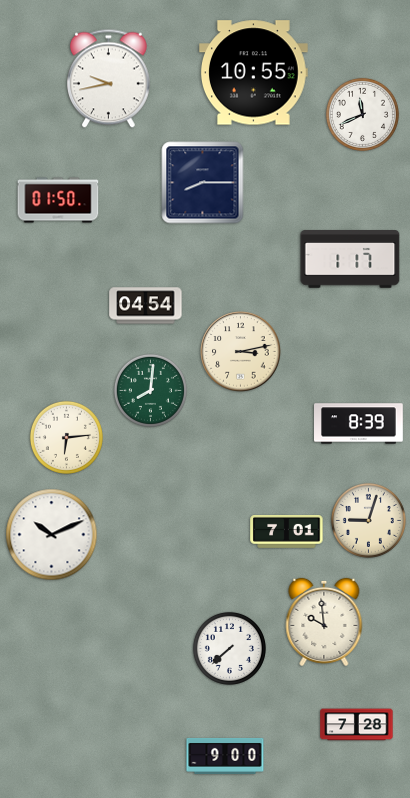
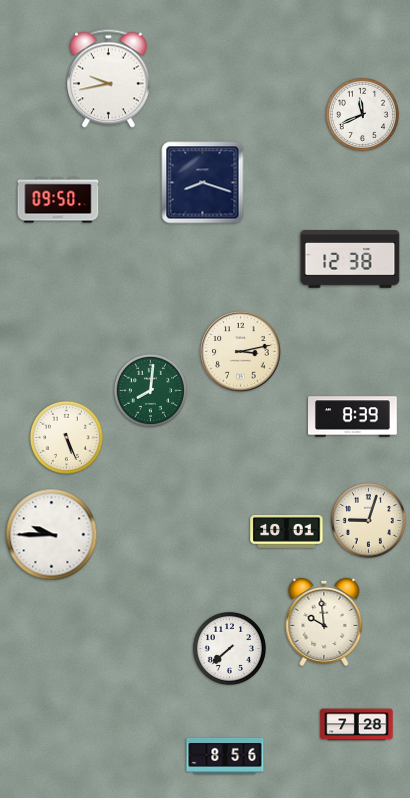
clock at (254, 73): 10:55 -> none
clock at (203, 183): 8:15 -> 8:18
clock at (58, 200): 01:50 -> 09:50
clock at (350, 259): 1:17 -> 12:38
clock at (146, 306): 04:54 -> none
clock at (359, 424) position: (359, 424) -> (353, 417)
clock at (66, 437): 6:14 -> 5:26
clock at (287, 532): 7:01 -> 10:01
clock at (52, 535): 10:11 -> 9:45
clock at (225, 756): 9:00 -> 8:56
